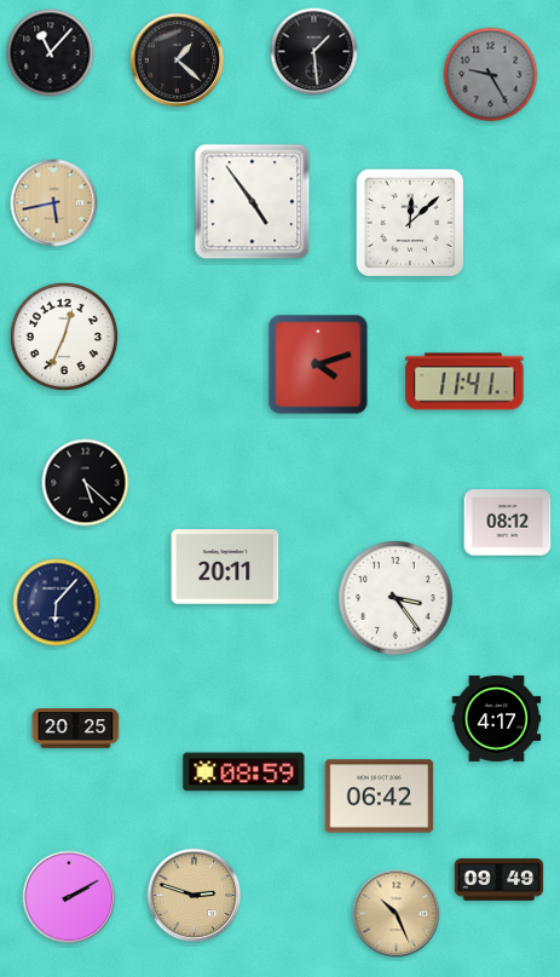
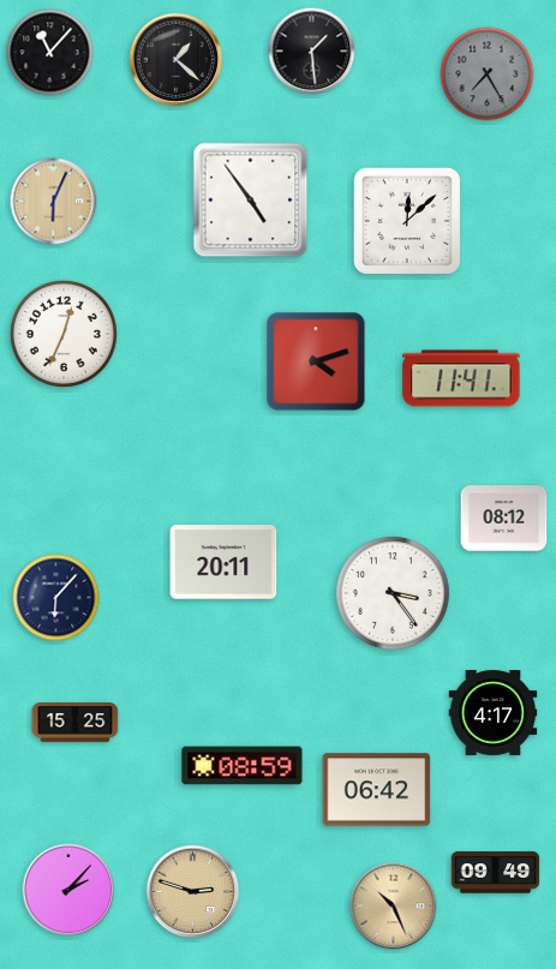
clock at (491, 75): 9:25 -> 7:25
clock at (54, 203): 5:43 -> 6:04
clock at (86, 483): 5:22 -> none
clock at (76, 729): 20:25 -> 15:25
clock at (195, 896) position: (195, 896) -> (193, 892)
clock at (69, 897): 2:10 -> 2:07
